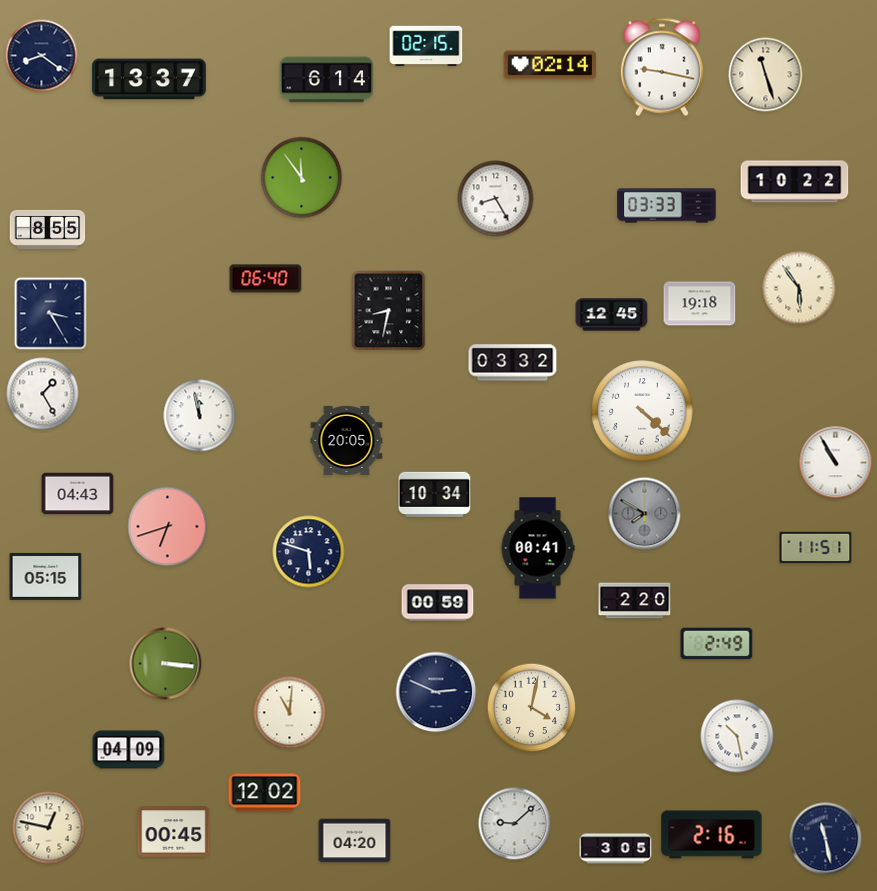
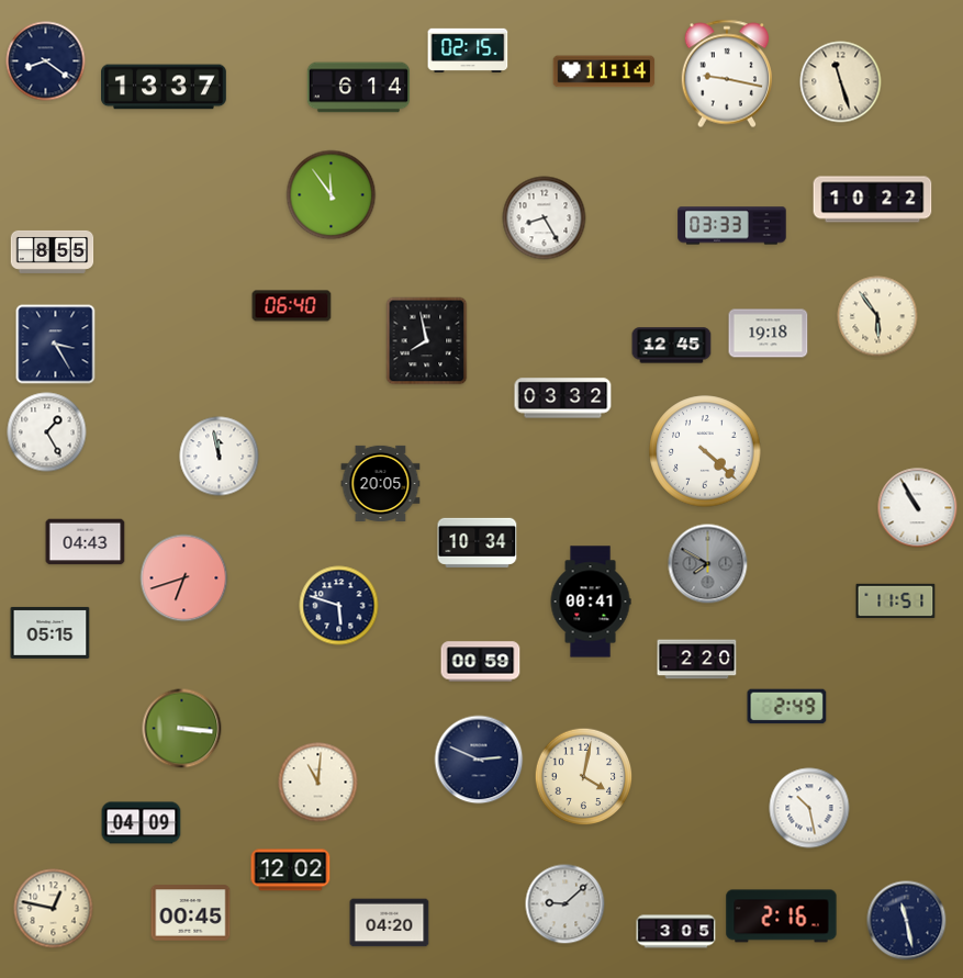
clock at (550, 65): 02:14 -> 11:14
clock at (389, 311): 8:32 -> 7:58
